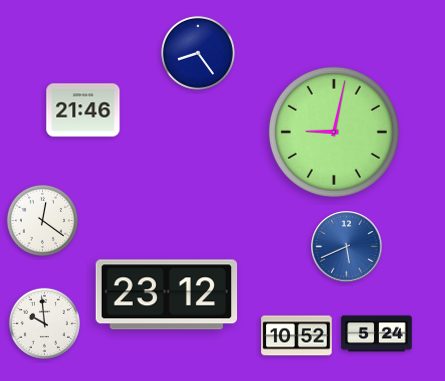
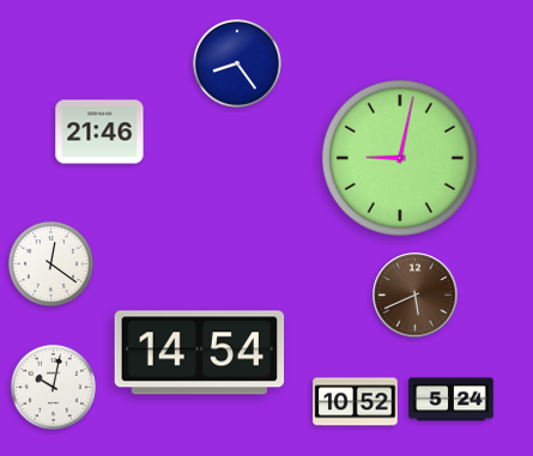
clock at (347, 247) dial: blue -> brown
clock at (167, 295): 23:12 -> 14:54
clock at (44, 323): 9:59 -> 10:02
